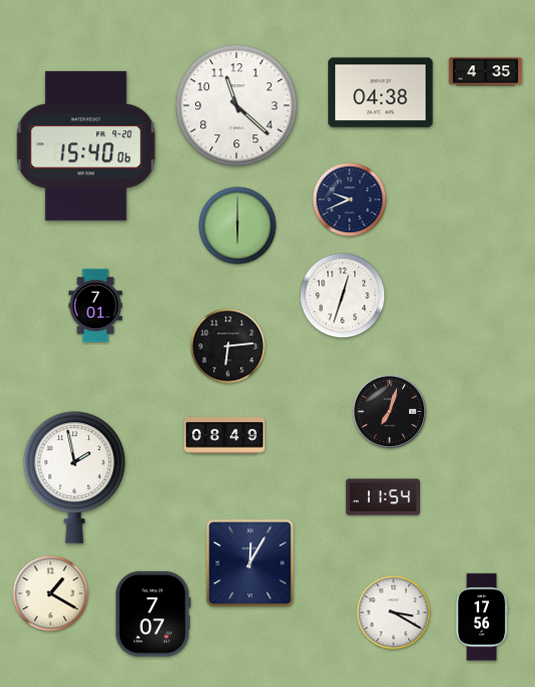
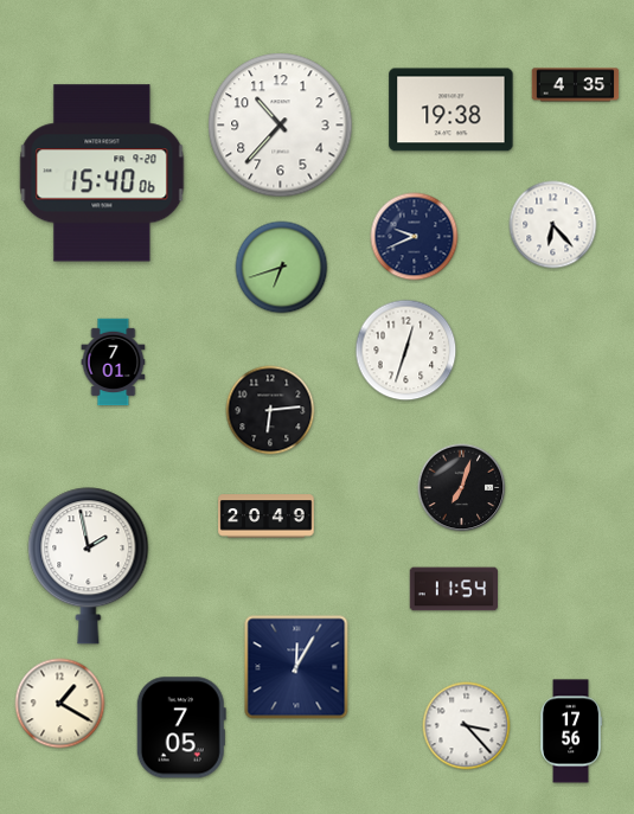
clock at (381, 93): 04:38 -> 19:38
clock at (237, 106): 11:22 -> 10:37
clock at (553, 225): none -> 6:23
clock at (238, 226): 6:00 -> 6:42
clock at (225, 436): 08:49 -> 20:49
clock at (394, 613): 3:20 -> 3:23
clock at (153, 614): 7:07 -> 7:05
